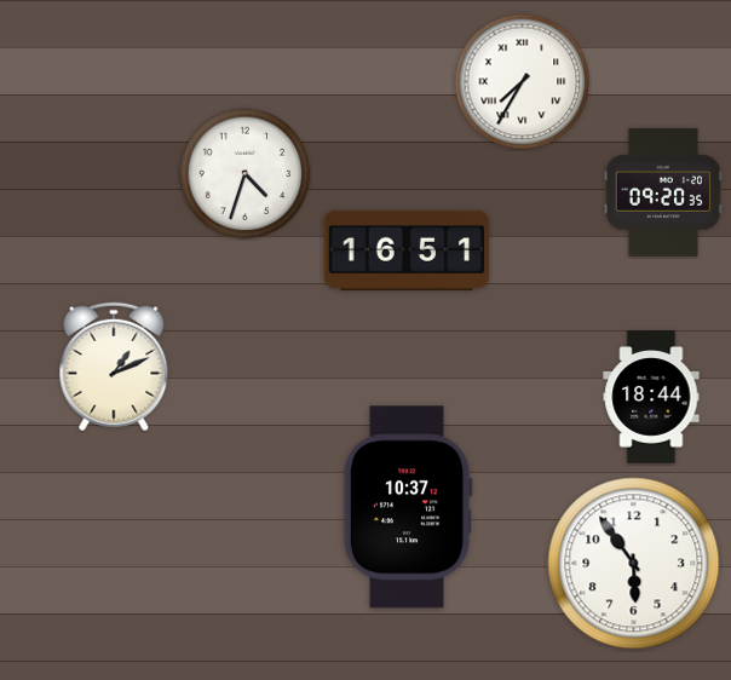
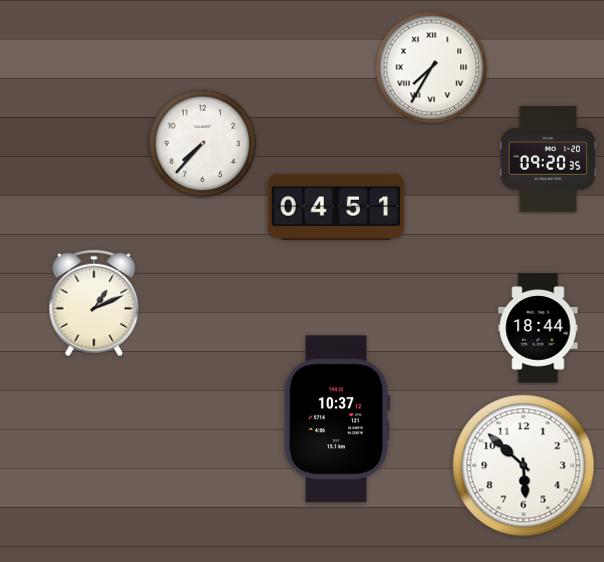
clock at (246, 174): 4:33 -> 7:37
clock at (407, 250): 16:51 -> 04:51
clock at (634, 564): 5:54 -> 5:52
